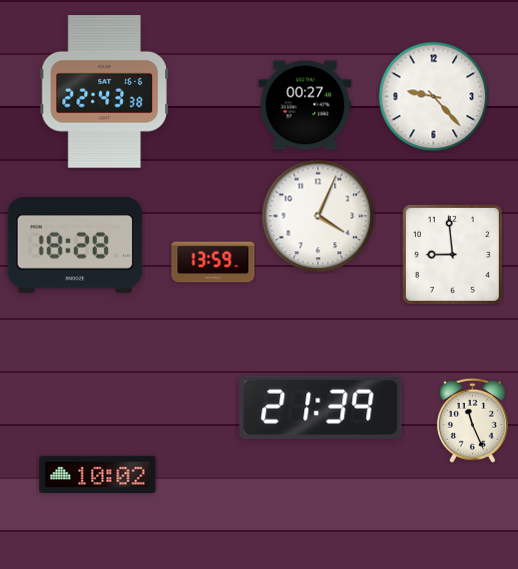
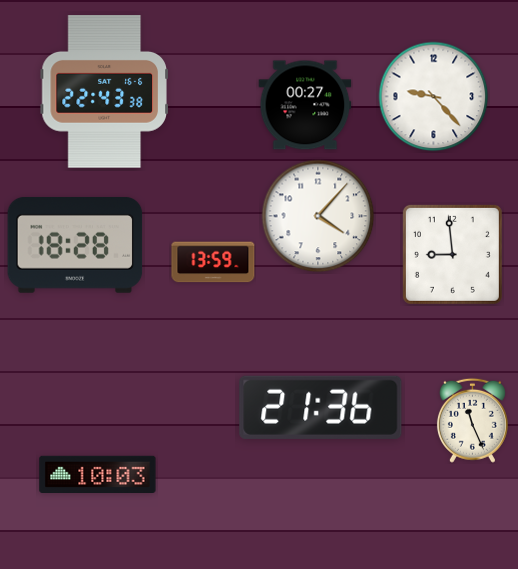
clock at (318, 216): 4:04 -> 4:07
clock at (321, 407): 21:39 -> 21:36
clock at (98, 474): 10:02 -> 10:03
